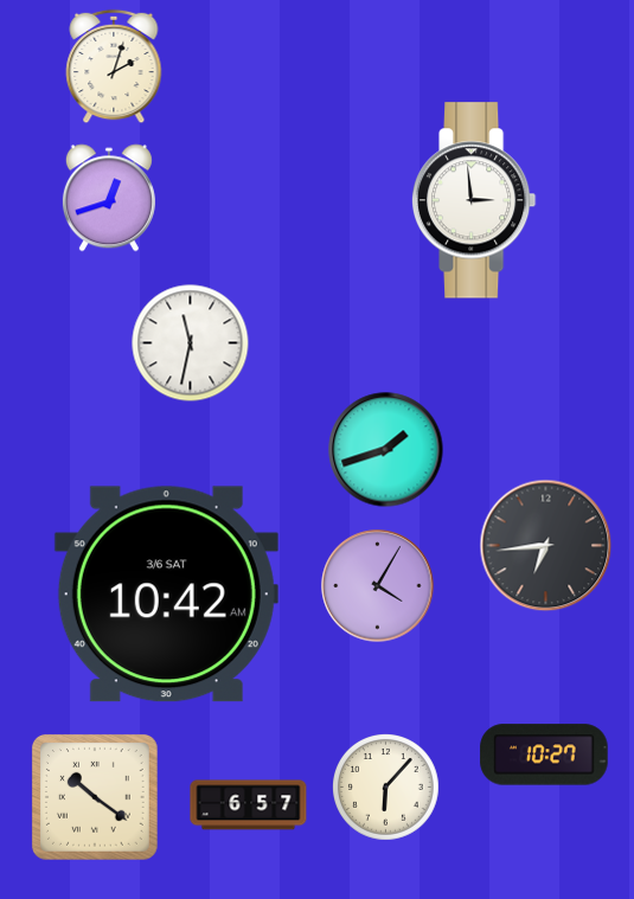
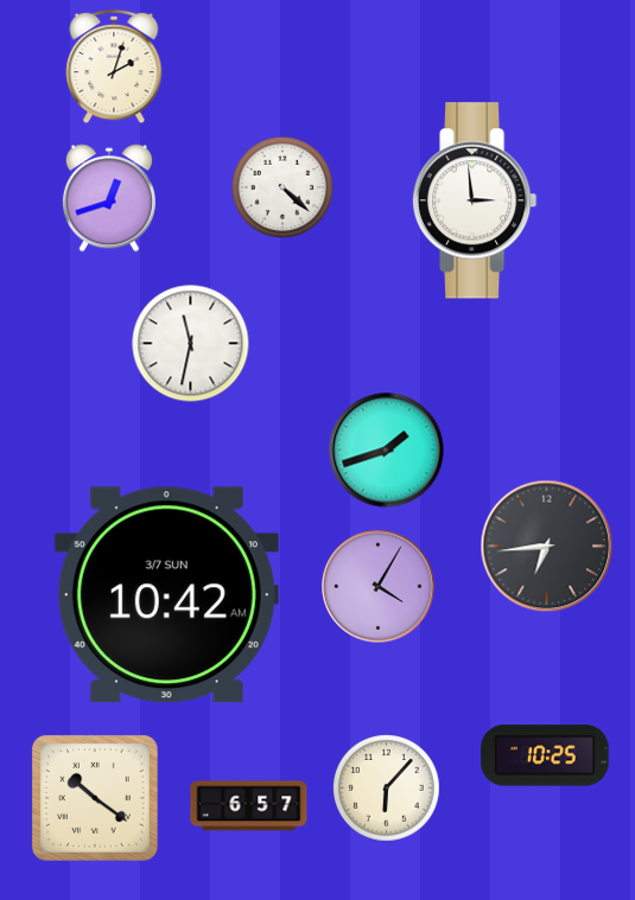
clock at (281, 186): none -> 4:22
clock at (166, 595) date: 3/6 SAT -> 3/7 SUN
clock at (544, 754): 10:27 -> 10:25
